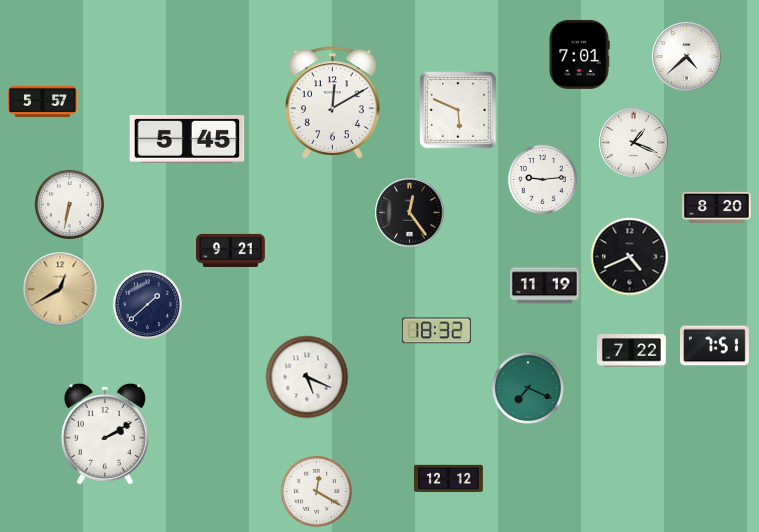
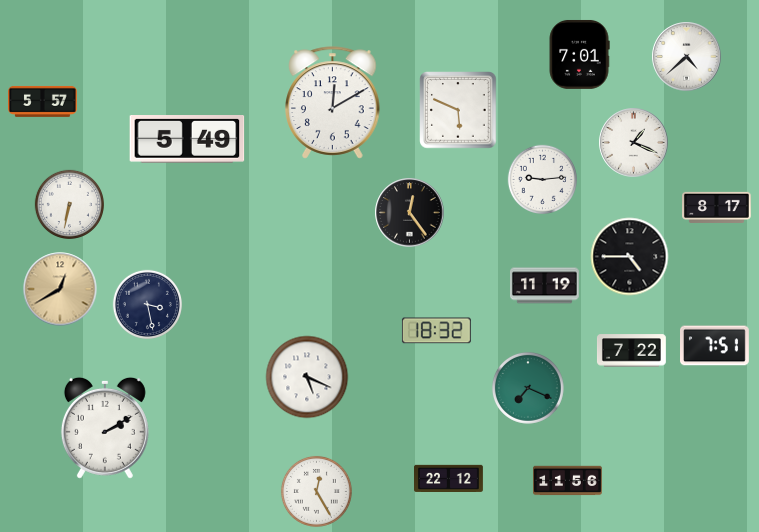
clock at (187, 140): 5:45 -> 5:49
clock at (717, 207): 8:20 -> 8:17
clock at (231, 250): 9:21 -> none
clock at (630, 257): 4:41 -> 4:45
clock at (147, 304): 1:38 -> 3:28
clock at (105, 434) position: (105, 434) -> (105, 428)
clock at (449, 479): 12:12 -> 22:12
clock at (568, 481): none -> 11:56
clock at (316, 491): 12:20 -> 12:25
